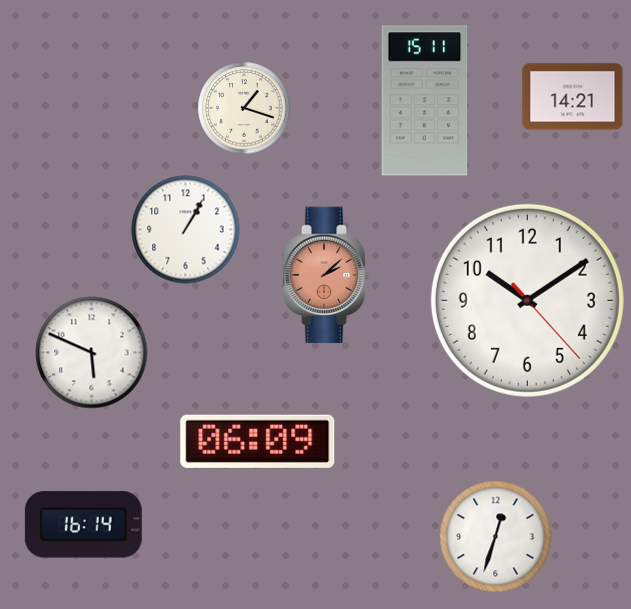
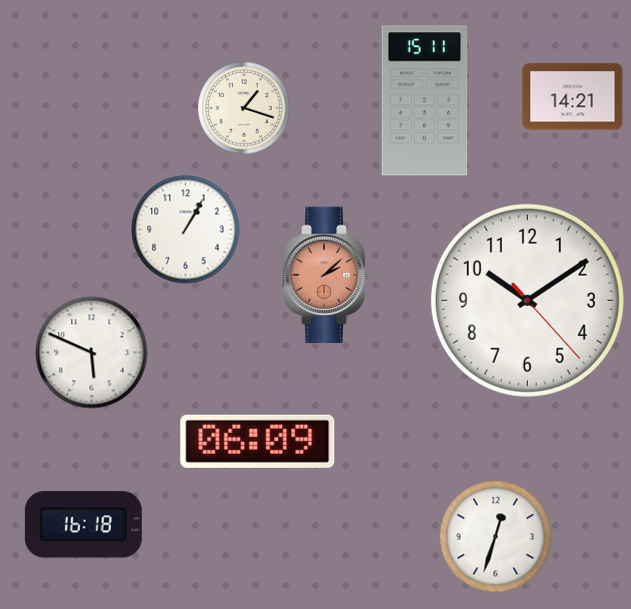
clock at (83, 525): 16:14 -> 16:18
